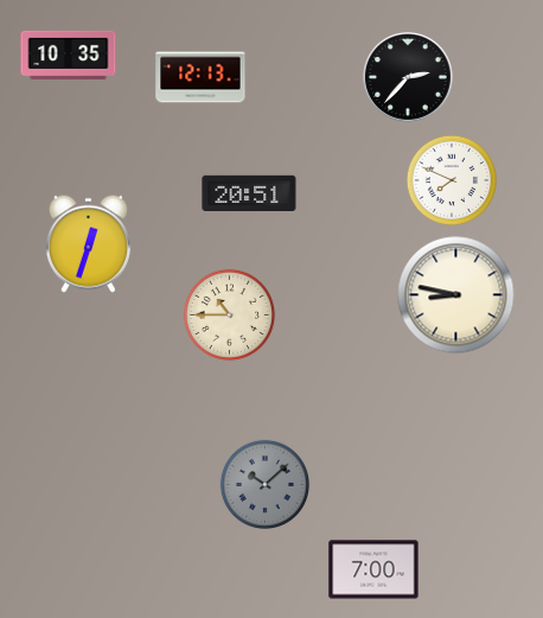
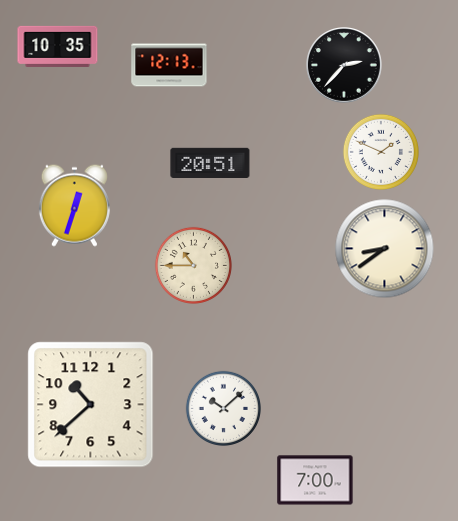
clock at (452, 180): 7:49 -> 1:49
clock at (456, 295): 8:47 -> 8:39
clock at (91, 405): none -> 10:38
clock at (264, 484) dial: grey -> white
